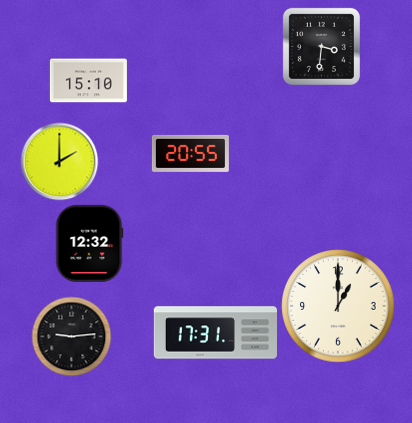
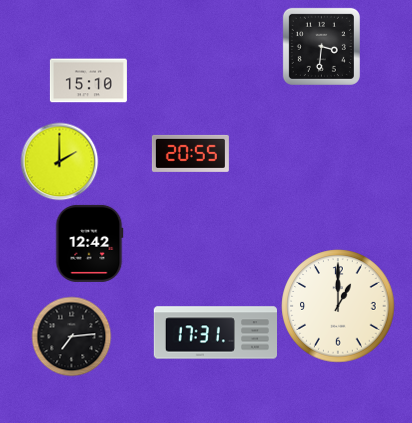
clock at (89, 243): 12:32 -> 12:42
clock at (71, 336): 9:14 -> 7:14
